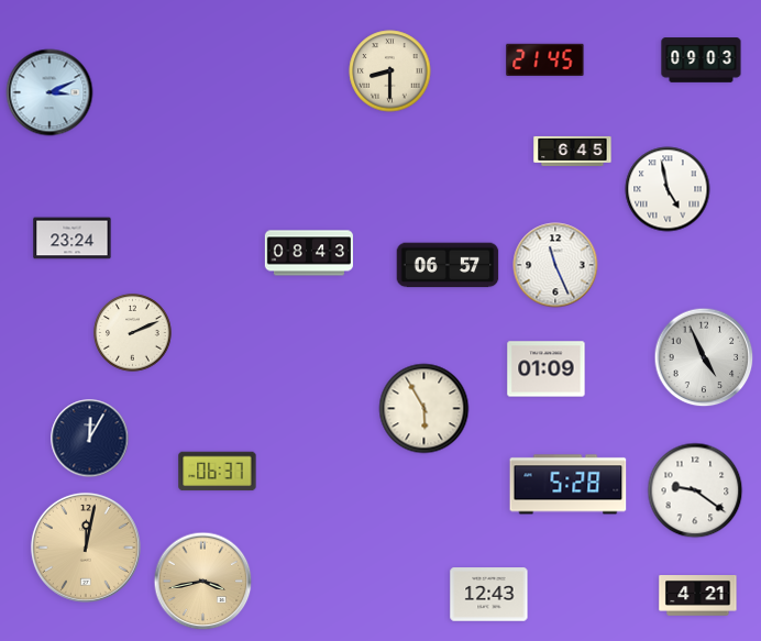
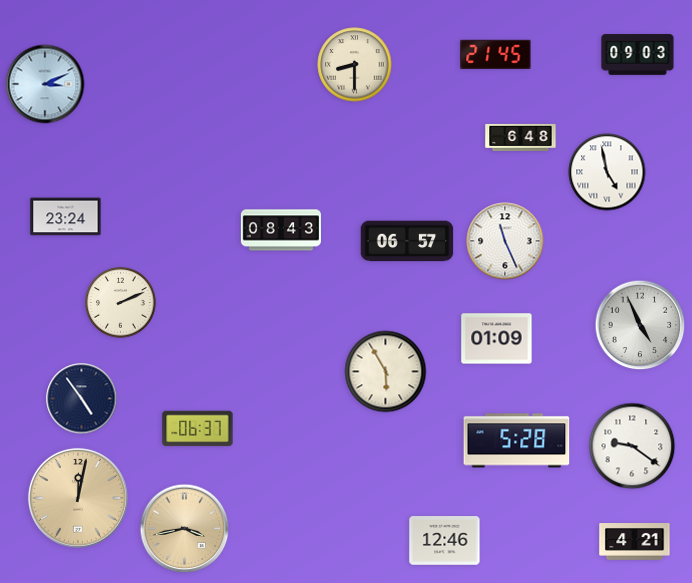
clock at (573, 151): 6:45 -> 6:48
clock at (547, 369) position: (547, 369) -> (497, 339)
clock at (90, 439): 12:05 -> 4:54
clock at (489, 595): 12:43 -> 12:46
